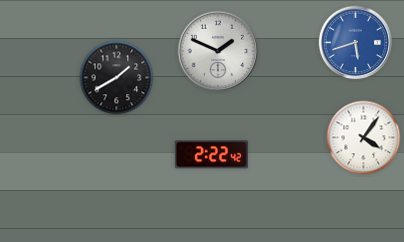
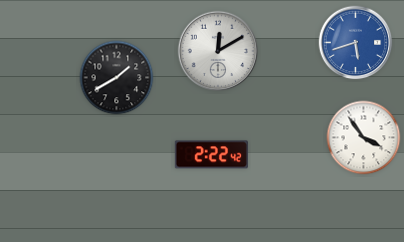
clock at (218, 51): 1:49 -> 12:10
clock at (364, 138): 4:06 -> 3:54
